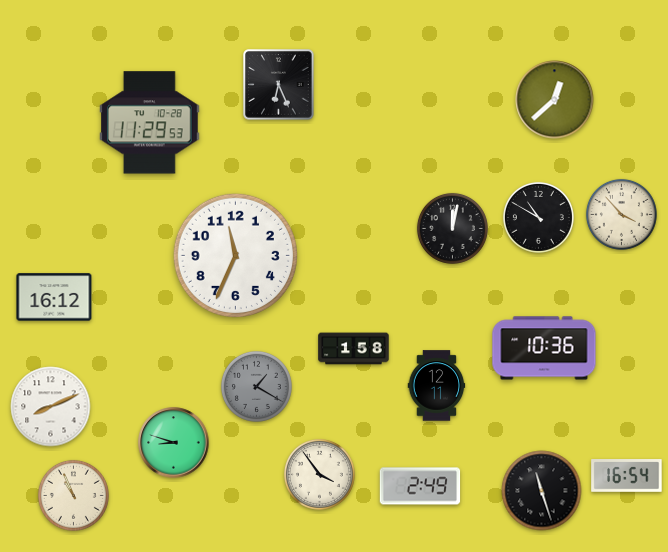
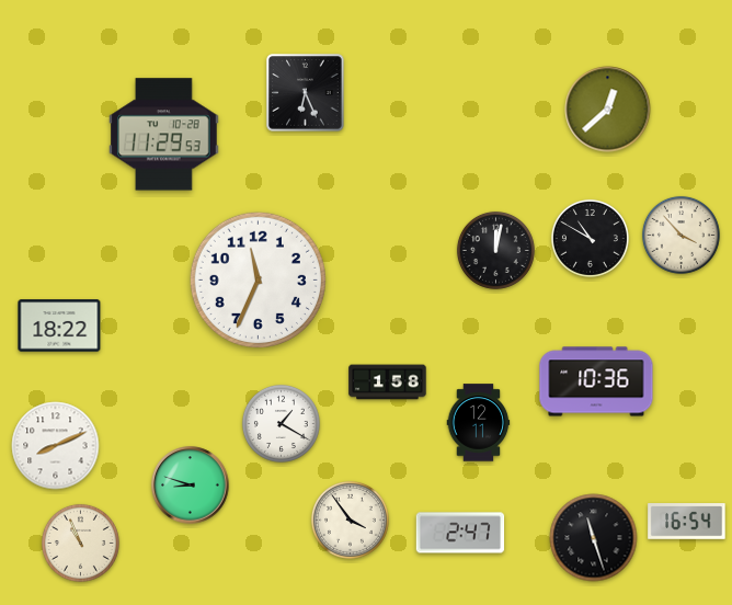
clock at (54, 297): 16:12 -> 18:22
clock at (256, 386) dial: grey -> white
clock at (420, 486): 2:49 -> 2:47
